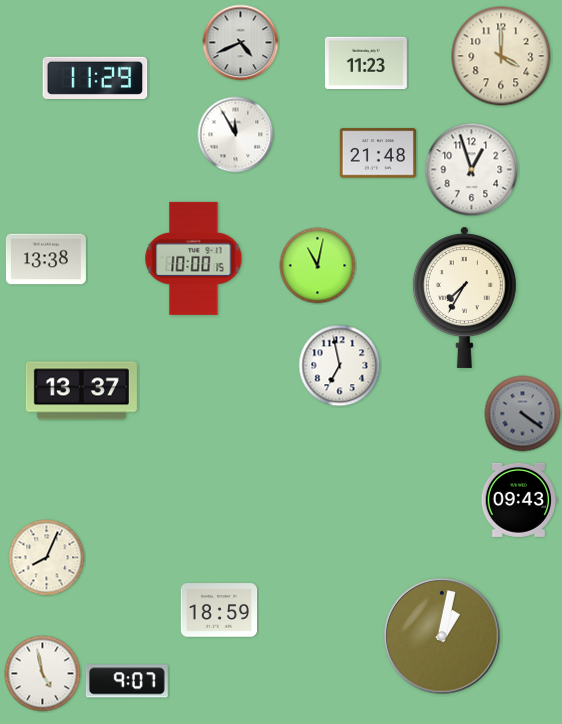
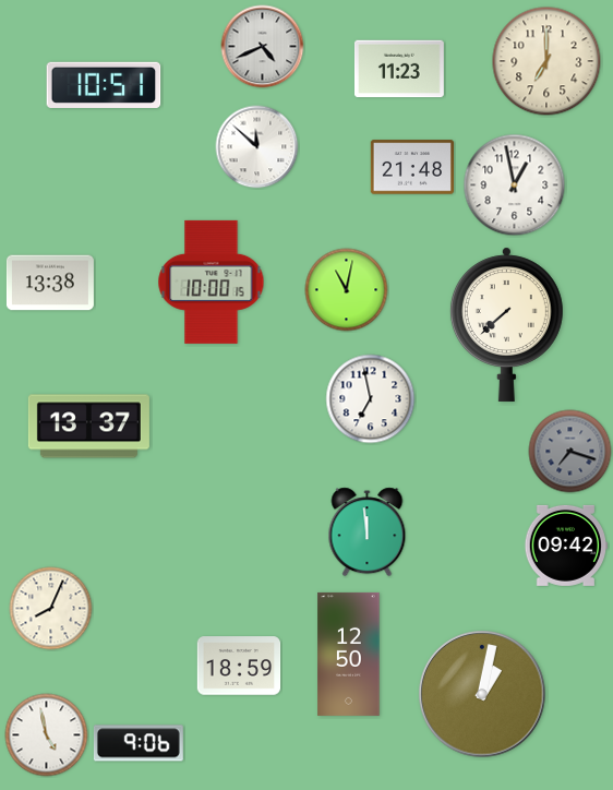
clock at (501, 56): 4:00 -> 7:00
clock at (95, 77): 11:29 -> 10:51
clock at (236, 135): 11:55 -> 11:52
clock at (472, 170): 12:57 -> 12:58
clock at (464, 297): 7:35 -> 7:38
clock at (523, 414): 4:21 -> 7:18
clock at (368, 532): none -> 11:59
clock at (518, 500): 09:43 -> 09:42
clock at (349, 654): none -> 12:50
clock at (127, 681): 9:07 -> 9:06
